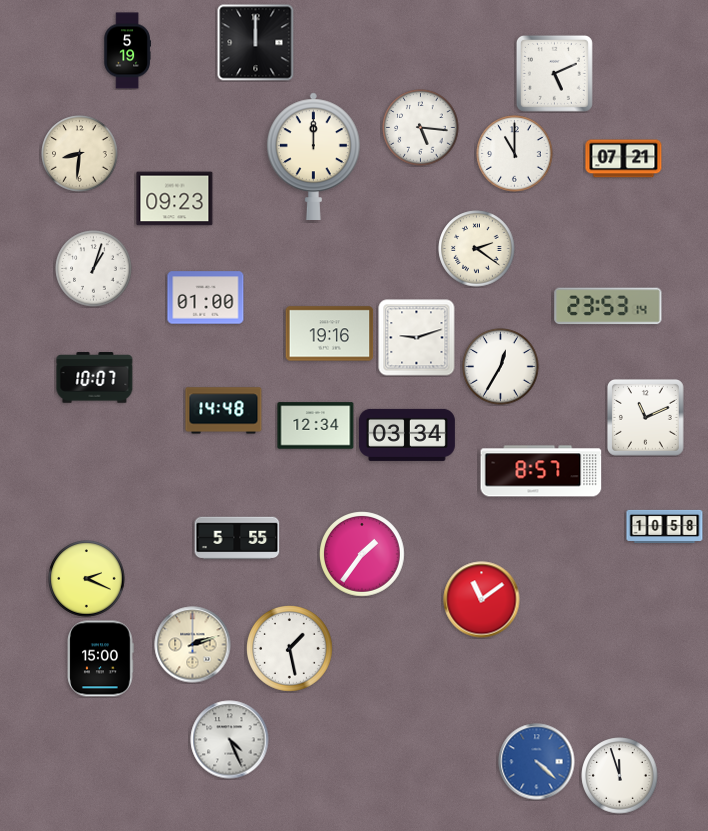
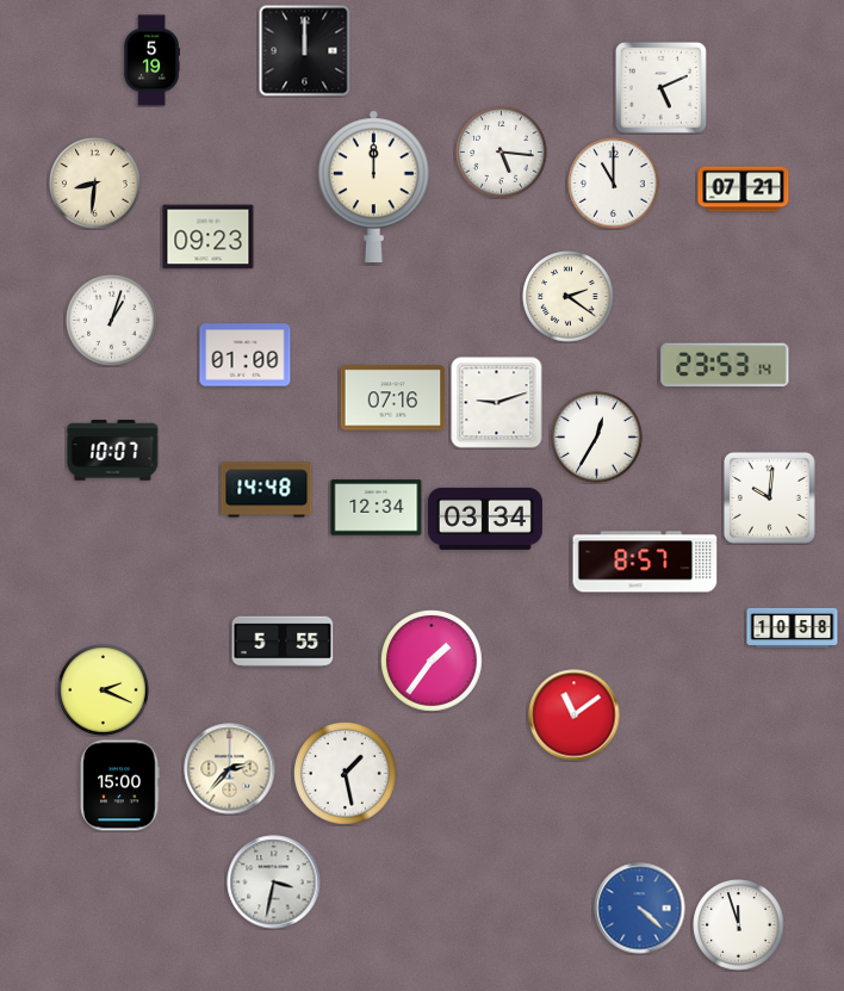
clock at (330, 334): 19:16 -> 07:16
clock at (645, 417): 11:11 -> 10:01
clock at (193, 645): 2:12 -> 2:37
clock at (230, 740): 4:26 -> 3:32
